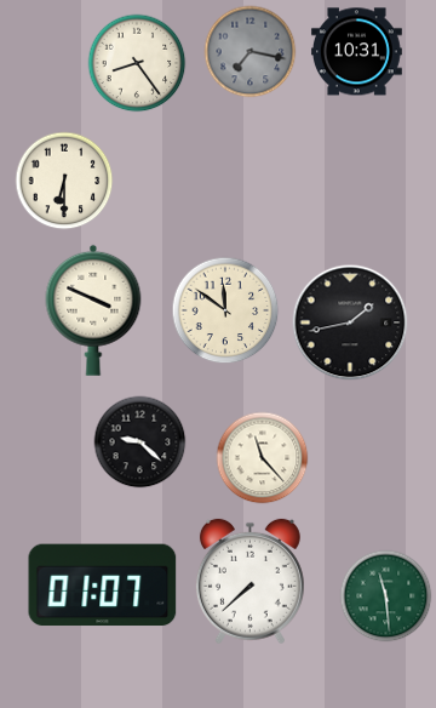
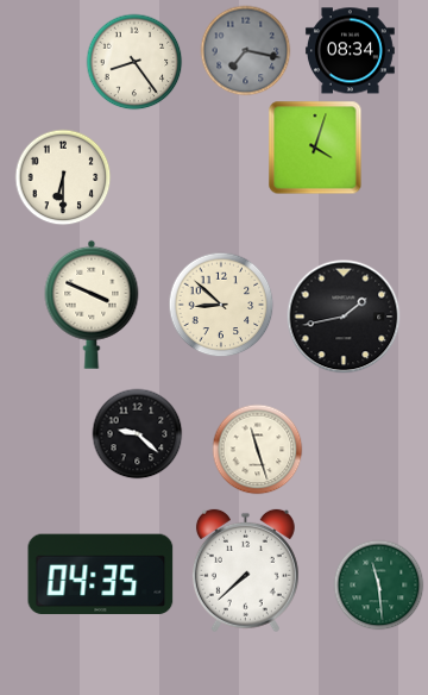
clock at (357, 52): 10:31 -> 08:34
clock at (315, 148): none -> 4:03
clock at (225, 310): 11:51 -> 8:52
clock at (263, 458): 11:23 -> 11:27
clock at (103, 586): 01:07 -> 04:35
